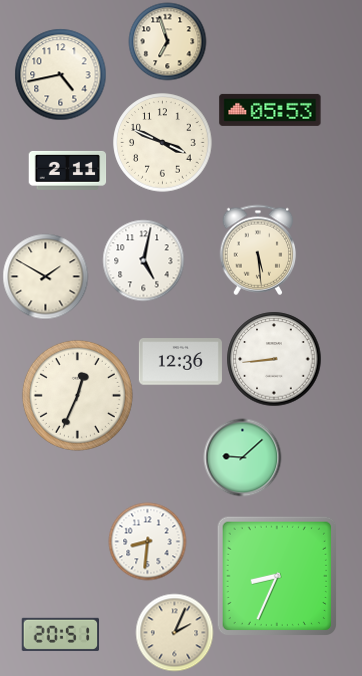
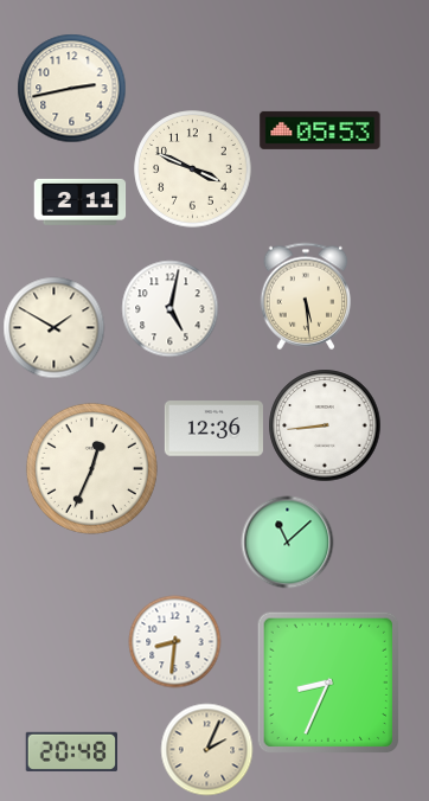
clock at (167, 41): 6:57 -> none
clock at (60, 74): 4:43 -> 2:43
clock at (242, 457): 9:08 -> 11:08
clock at (60, 634): 20:51 -> 20:48
